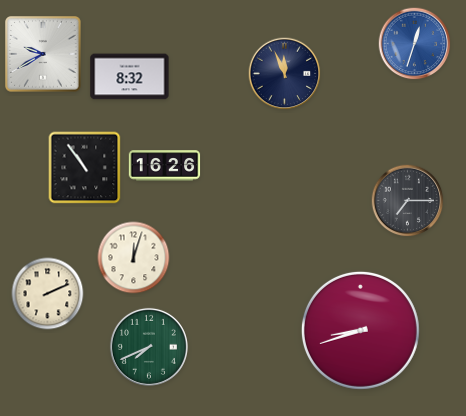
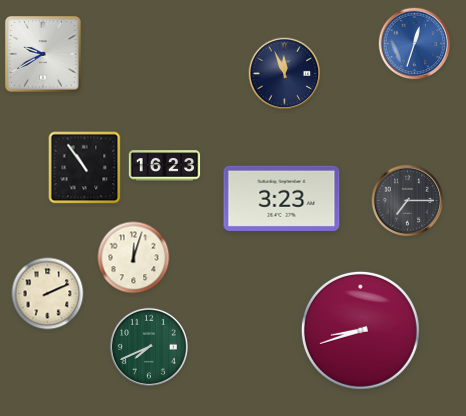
clock at (130, 77): 8:32 -> none
clock at (165, 166): 16:26 -> 16:23
clock at (282, 198): none -> 3:23
